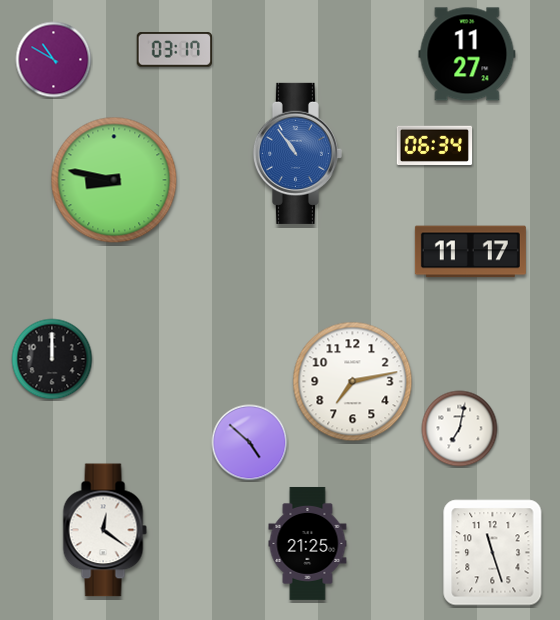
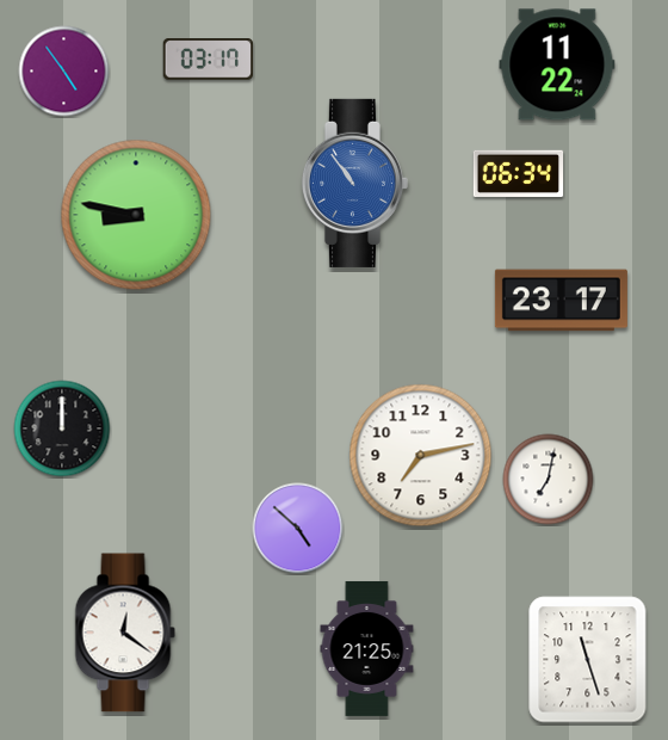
clock at (467, 54): 11:27 -> 11:22
clock at (54, 60): 10:50 -> 4:54
clock at (470, 252): 11:17 -> 23:17
clock at (460, 429) position: (460, 429) -> (549, 480)
